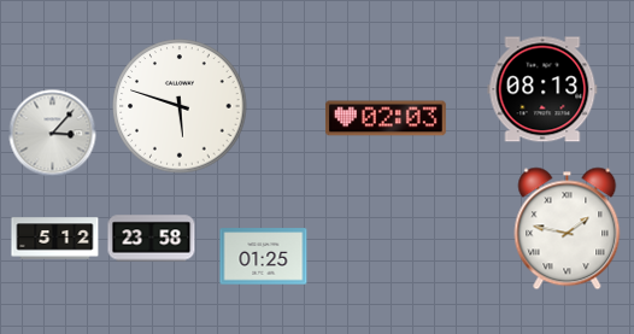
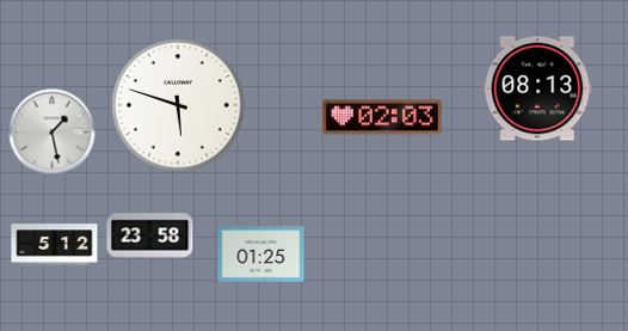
clock at (53, 134): 3:07 -> 1:28
clock at (568, 229): 1:47 -> none
clock at (55, 239) position: (55, 239) -> (55, 245)
